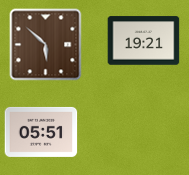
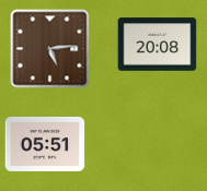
clock at (144, 41): 19:21 -> 20:08
clock at (46, 45): 5:52 -> 5:14
